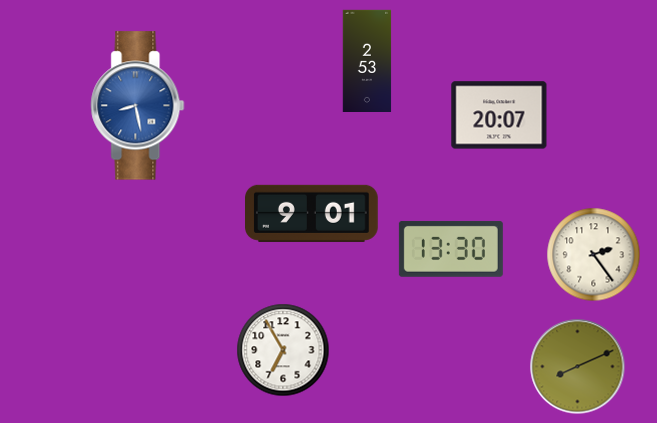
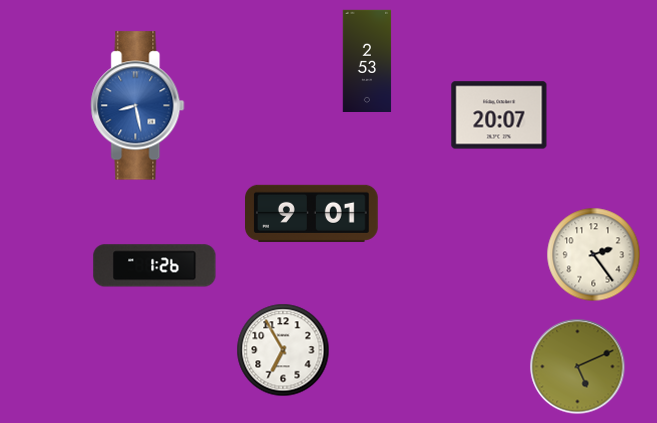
clock at (451, 249): 13:30 -> none
clock at (155, 266): none -> 1:26
clock at (578, 367): 8:11 -> 5:11
